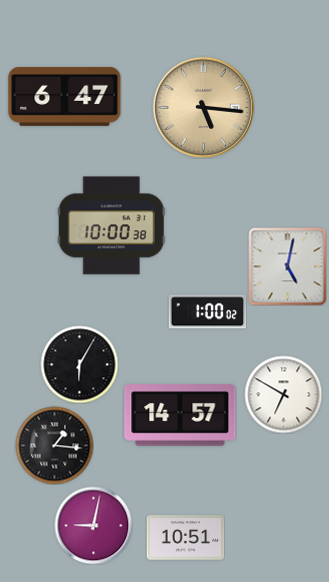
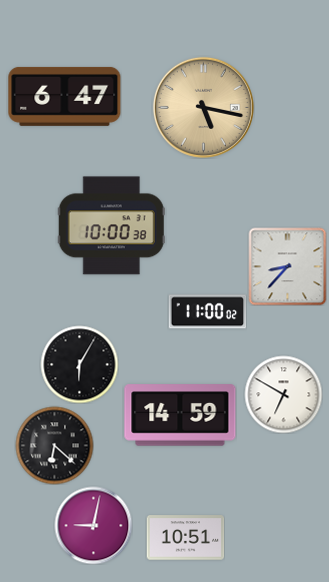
clock at (203, 107): 5:16 -> 5:17
clock at (287, 266): 5:02 -> 8:37
clock at (207, 312): 1:00 -> 11:00
clock at (180, 415): 14:57 -> 14:59
clock at (54, 445): 1:16 -> 6:22
